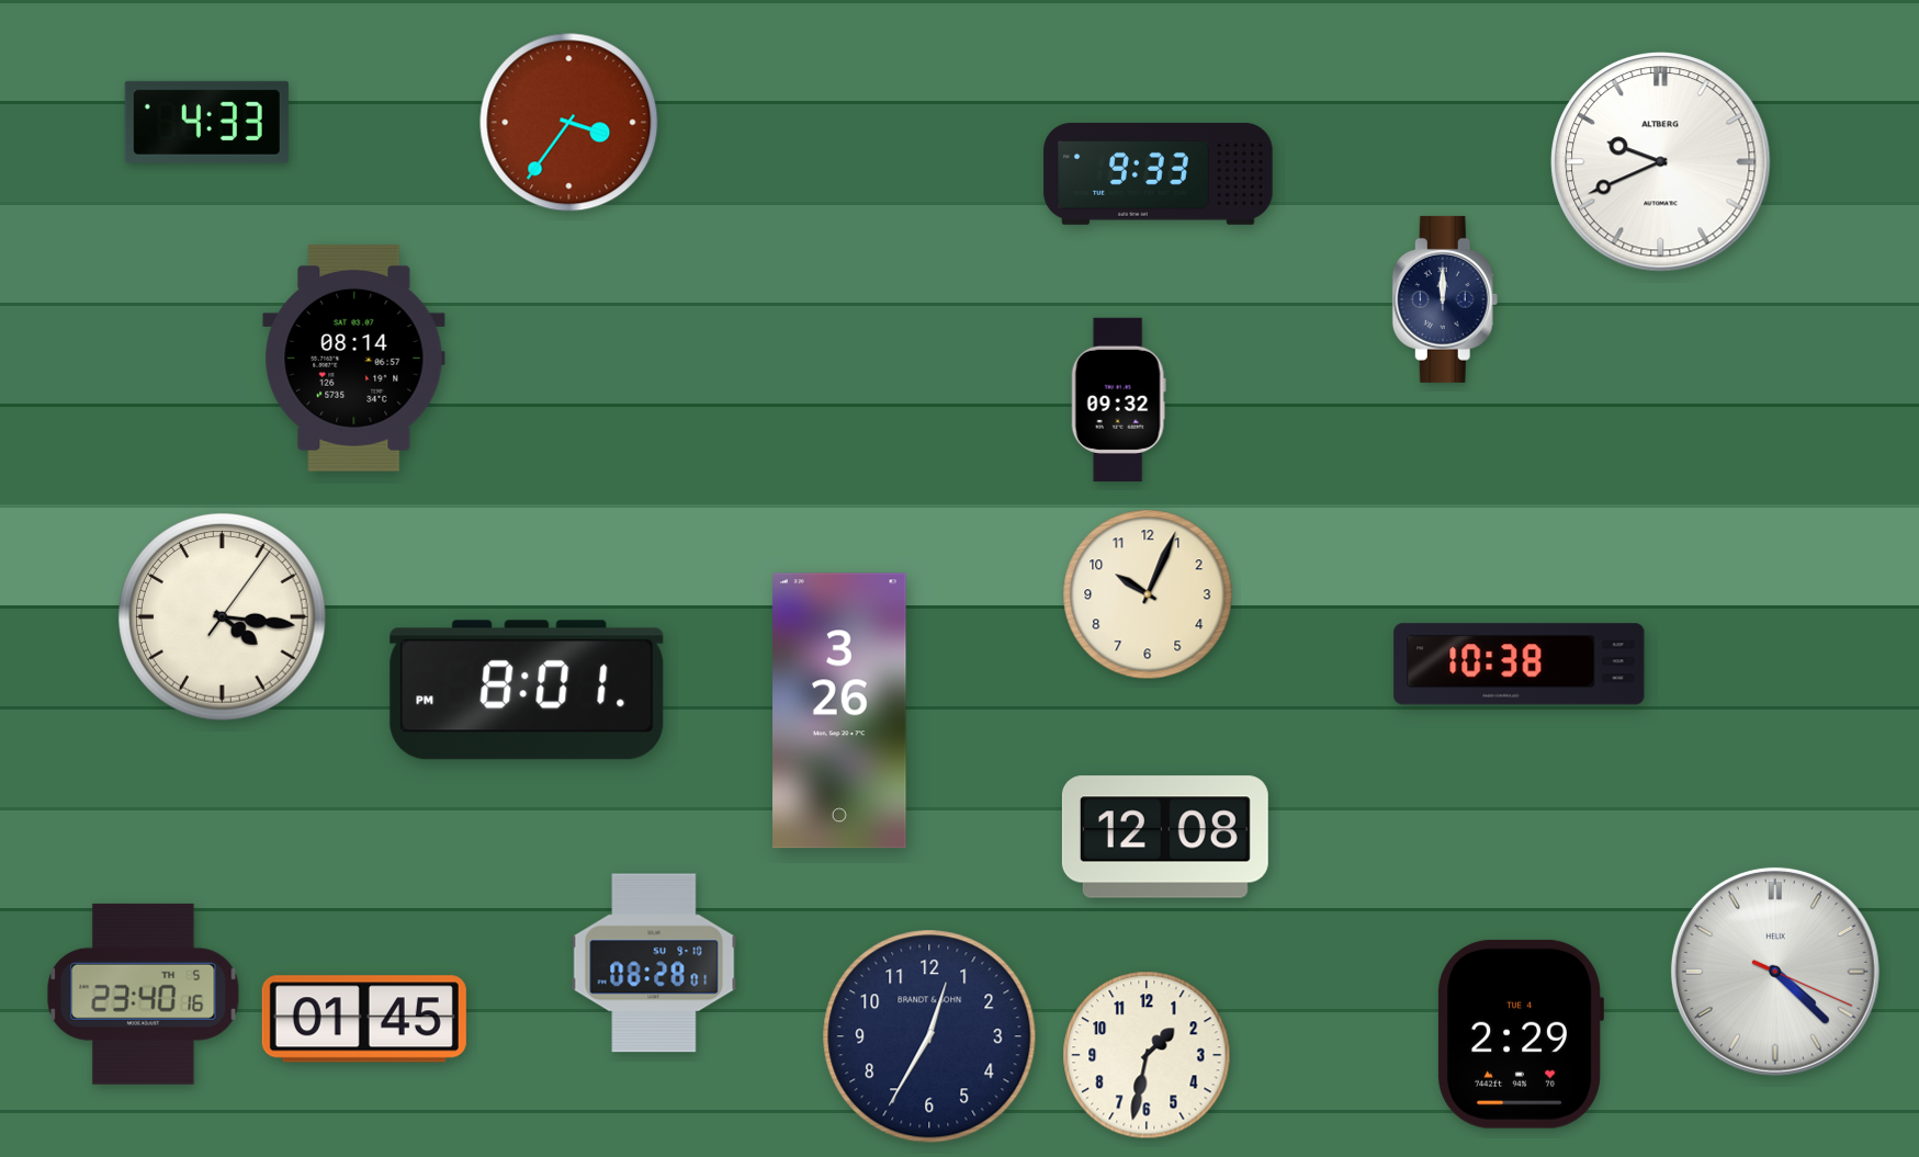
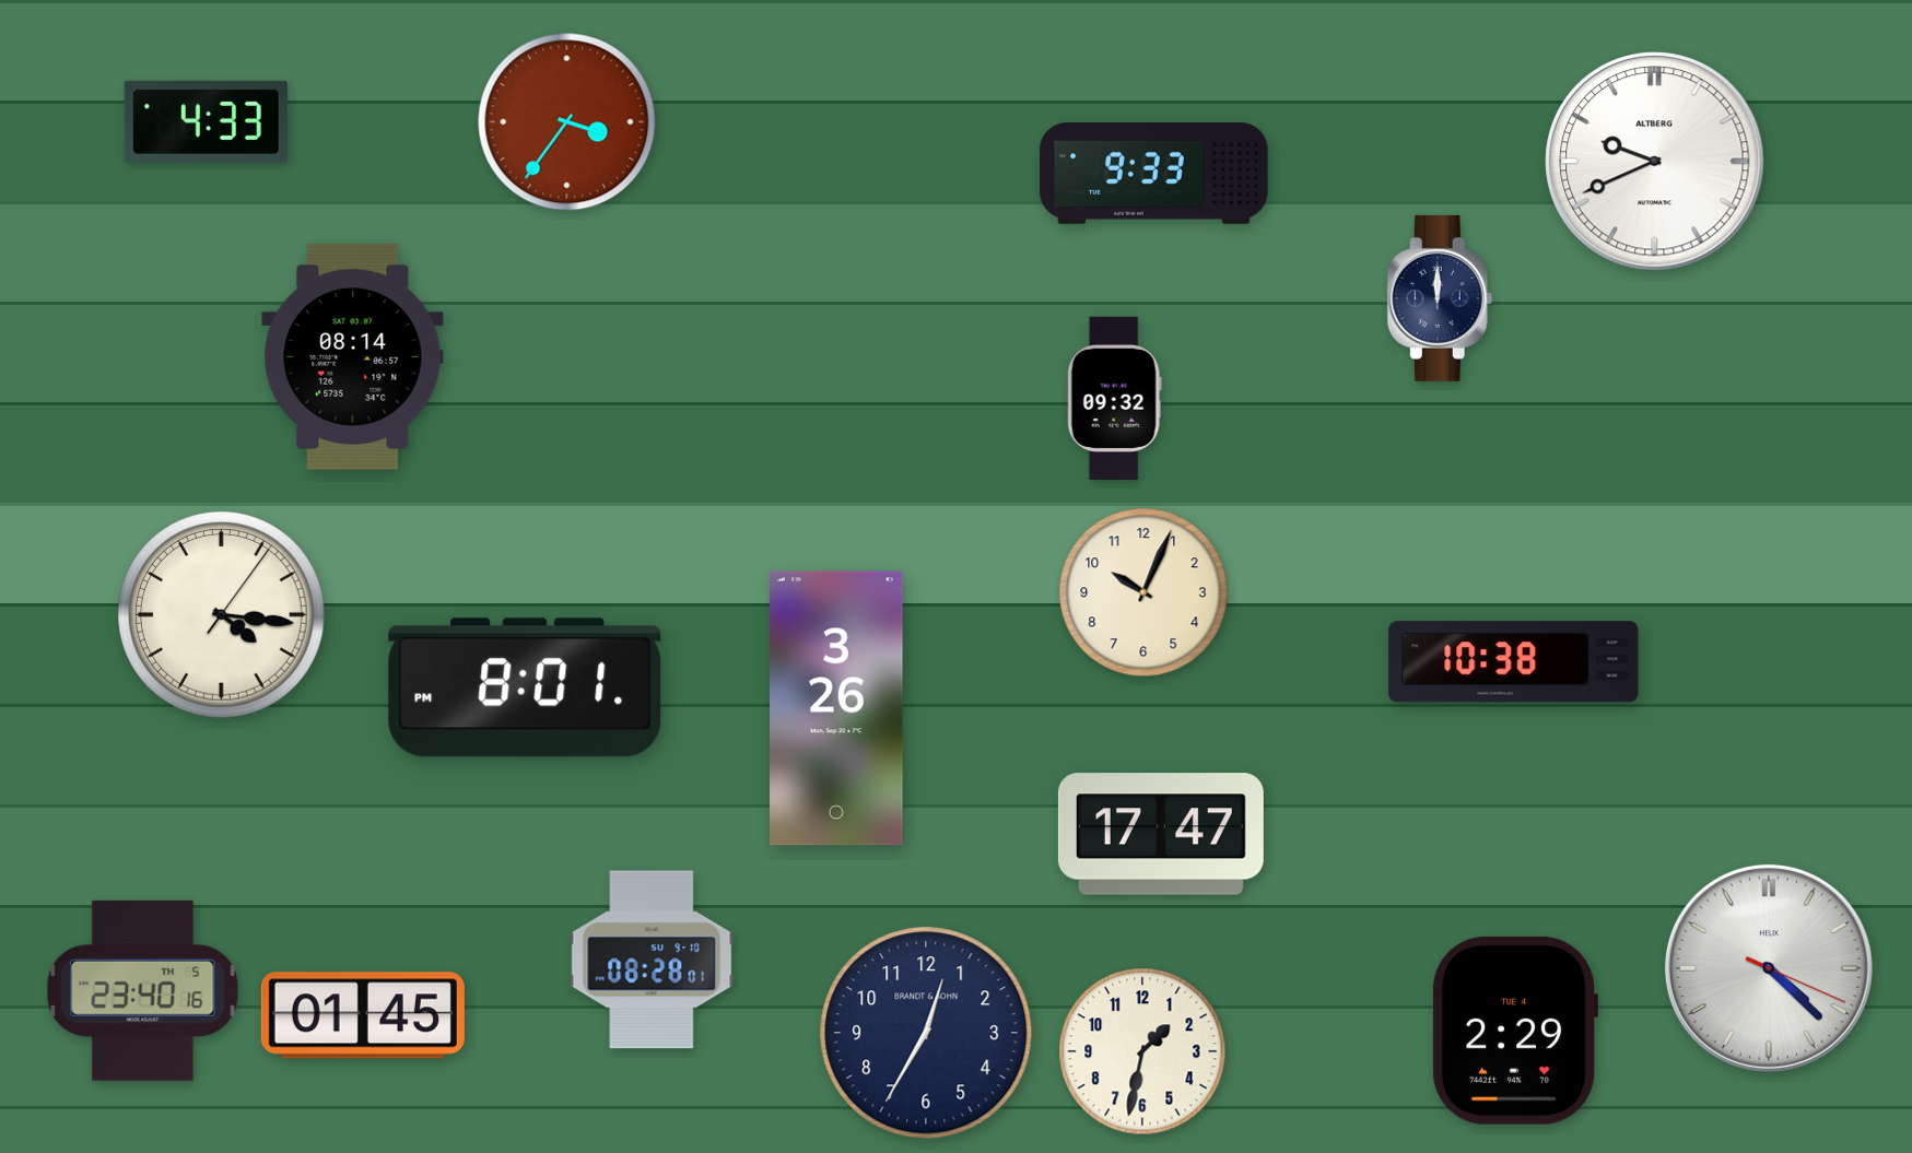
clock at (1165, 837): 12:08 -> 17:47
